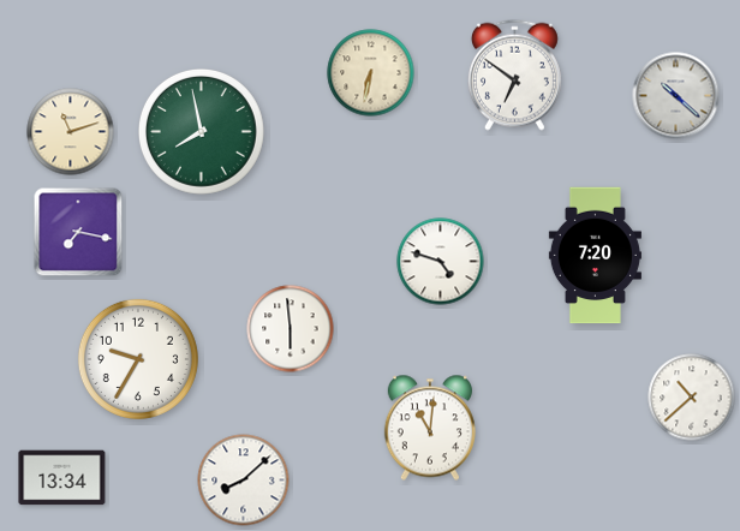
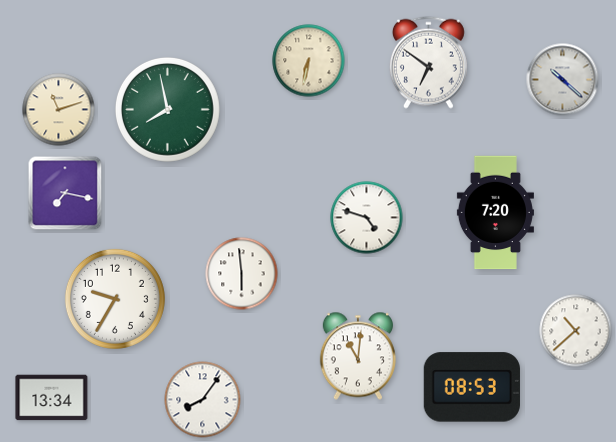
clock at (472, 387): none -> 08:53
clock at (244, 481): 8:08 -> 8:06
